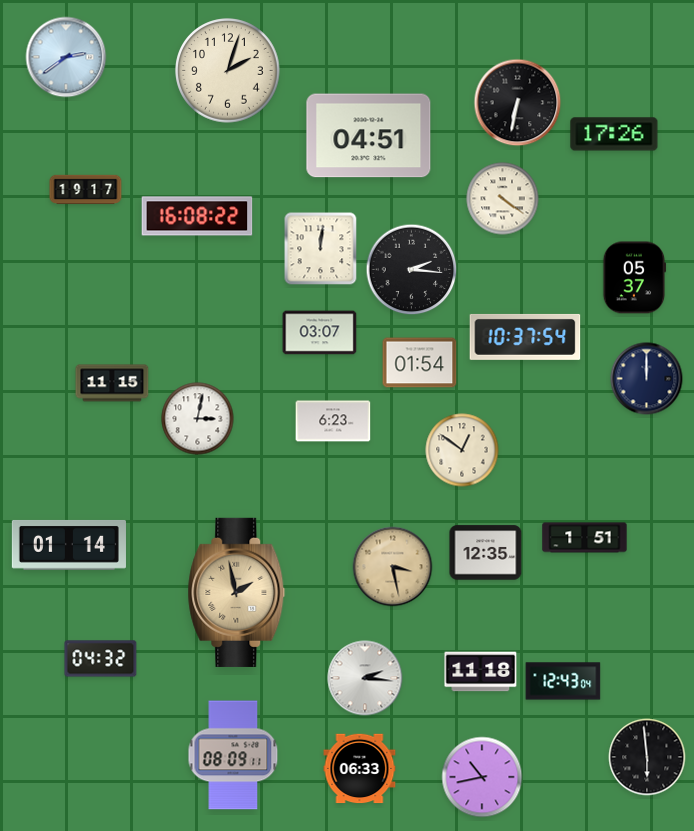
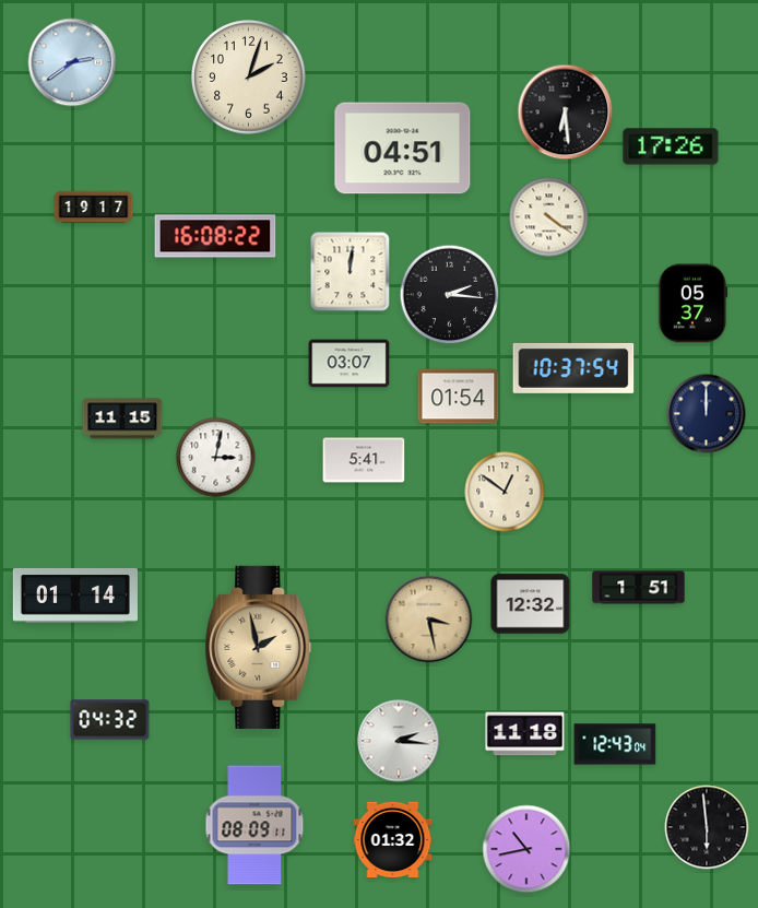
clock at (518, 103): 6:32 -> 6:29
clock at (333, 421): 6:23 -> 5:41
clock at (486, 553): 12:35 -> 12:32
clock at (360, 769): 06:33 -> 01:32
